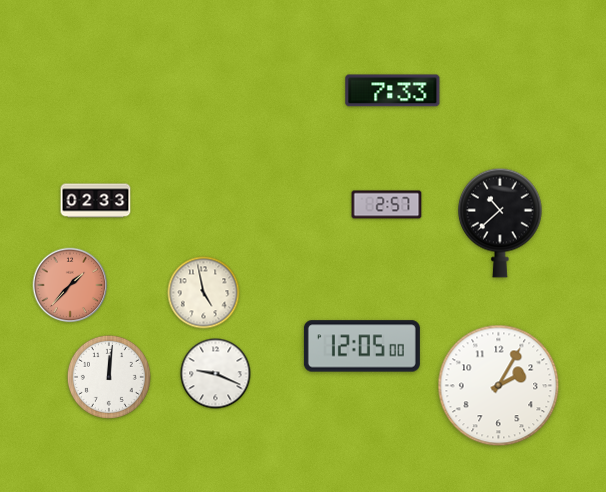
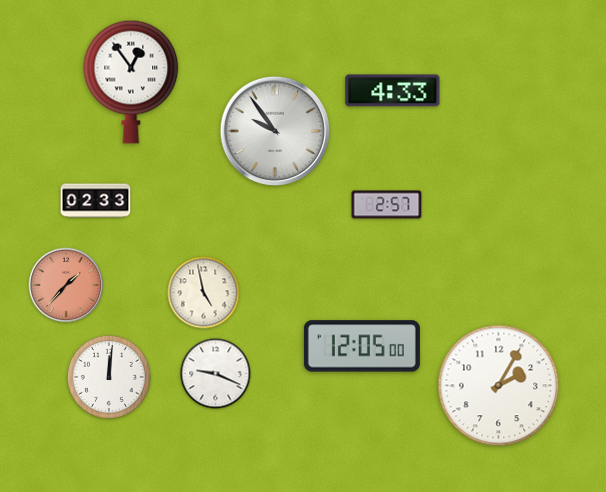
clock at (131, 82): none -> 12:54
clock at (393, 91): 7:33 -> 4:33
clock at (274, 130): none -> 9:54
clock at (500, 223): 10:38 -> none
clock at (70, 285) position: (70, 285) -> (66, 285)
